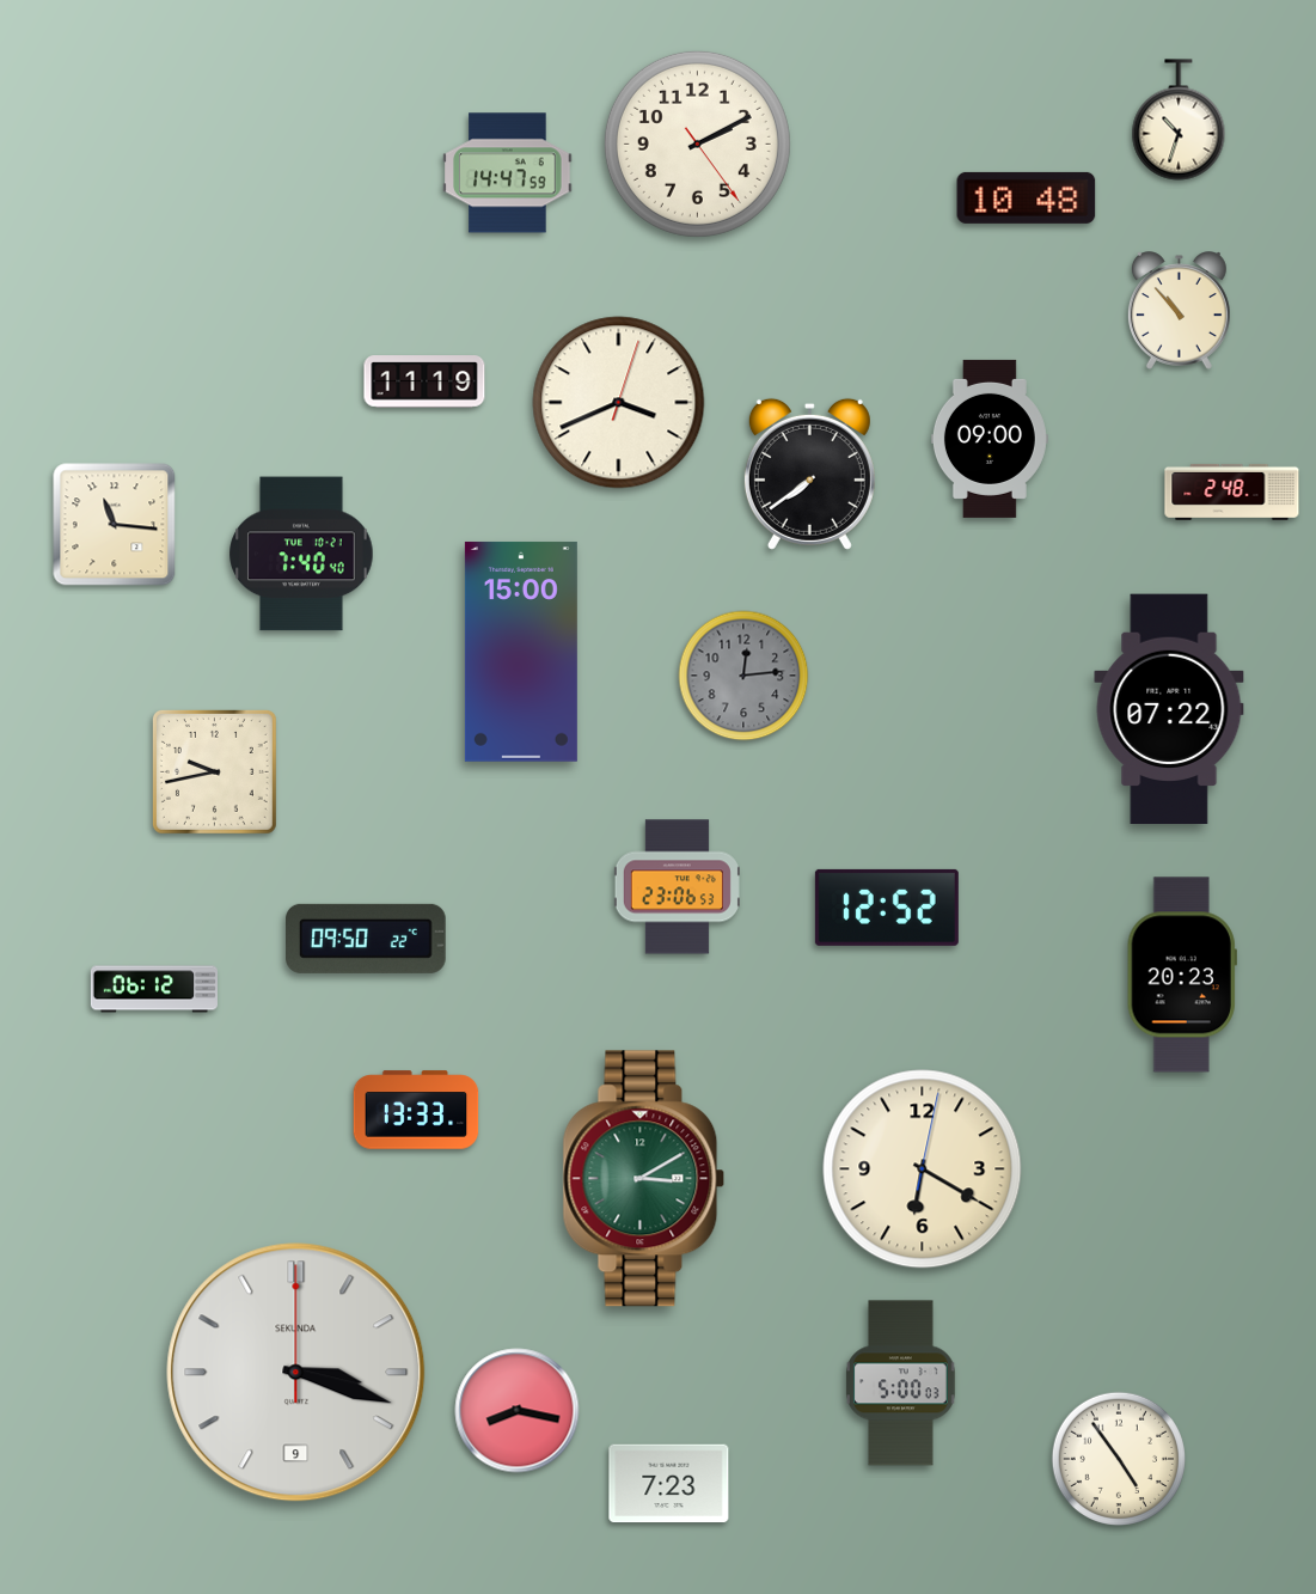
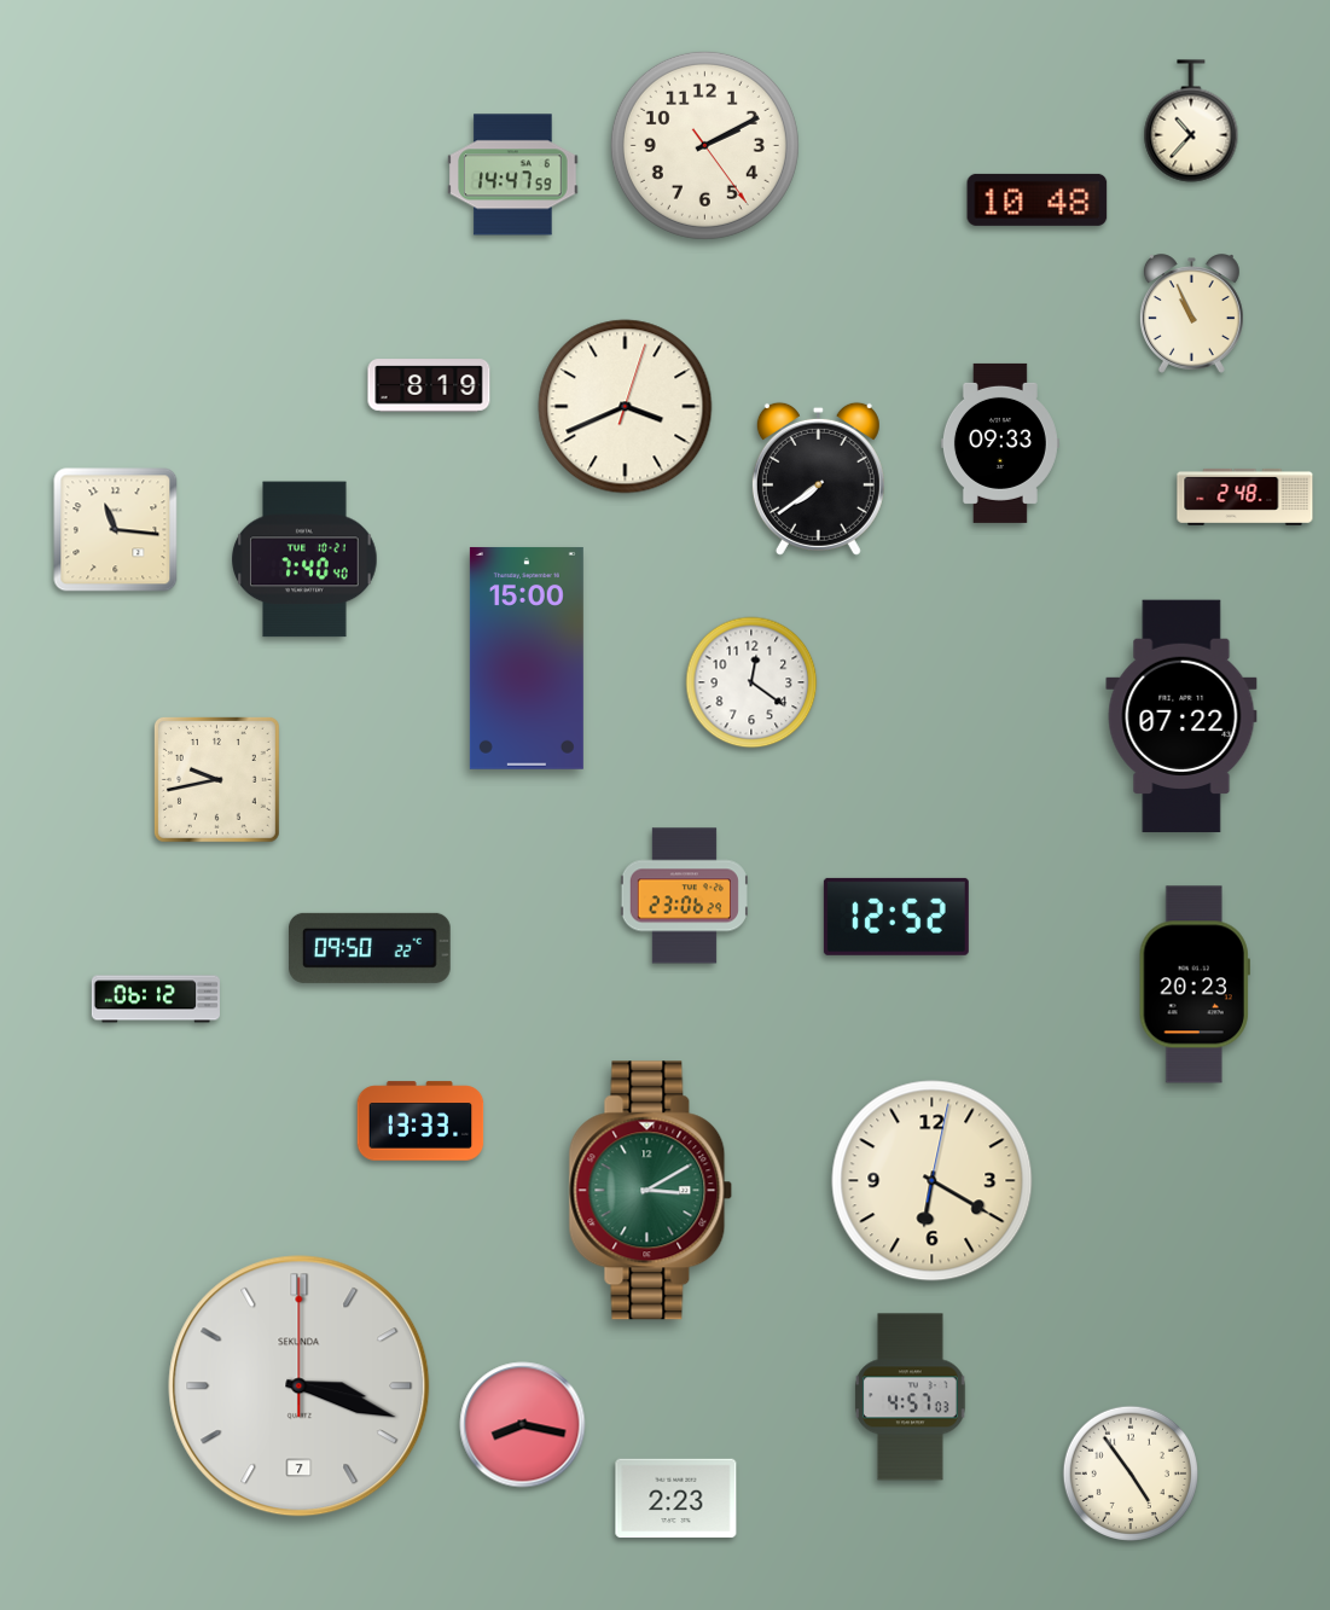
clock at (1179, 120): 10:33 -> 10:37
clock at (1179, 311): 10:53 -> 10:56
clock at (424, 381): 11:19 -> 8:19
clock at (990, 439): 09:00 -> 09:33
clock at (743, 676): 12:14 -> 12:21
clock at (743, 676) dial: grey -> white
clock at (677, 887): 23:06:53 -> 23:06:29
clock at (296, 1373) date: 9 -> 7
clock at (901, 1384): 5:00 -> 4:57
clock at (669, 1484): 7:23 -> 2:23
